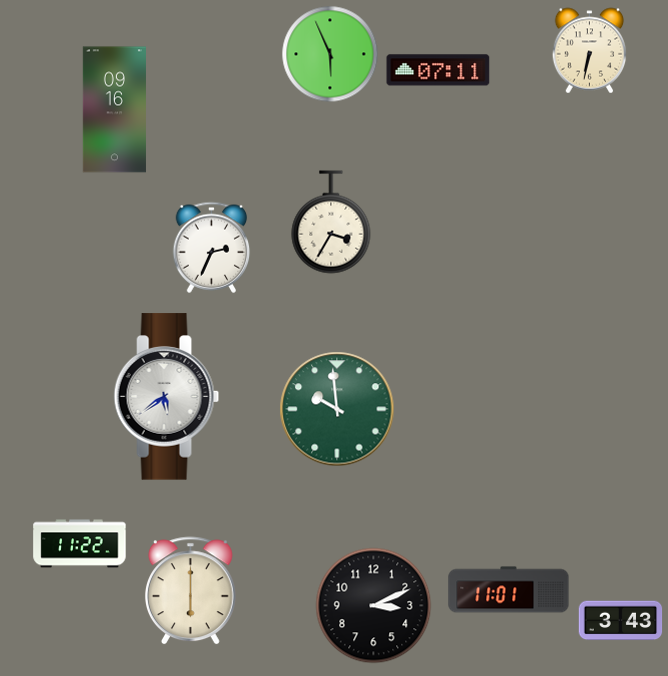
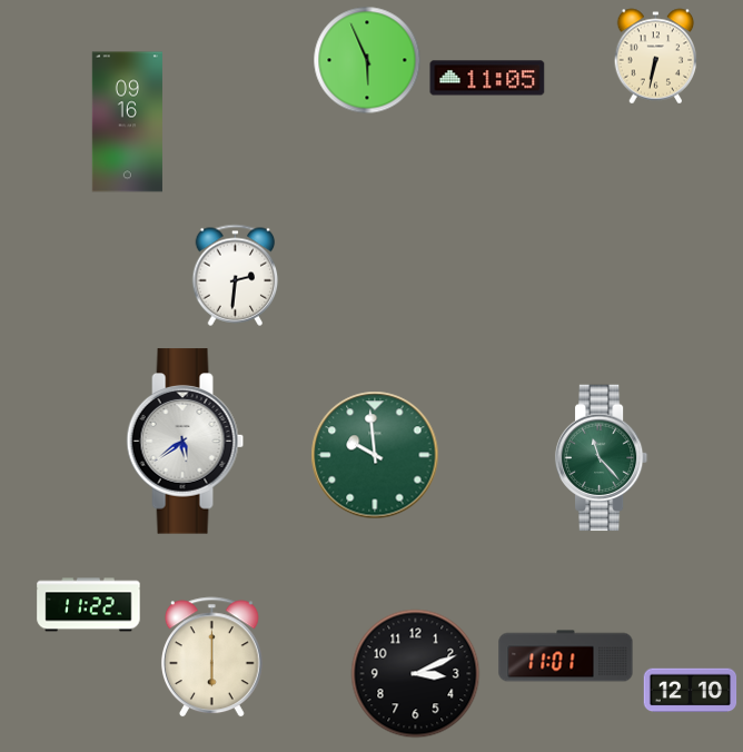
clock at (438, 70): 07:11 -> 11:05
clock at (331, 222): 3:35 -> none
clock at (212, 247): 2:34 -> 2:31
clock at (602, 458): none -> 11:23
clock at (621, 621): 3:43 -> 12:10
